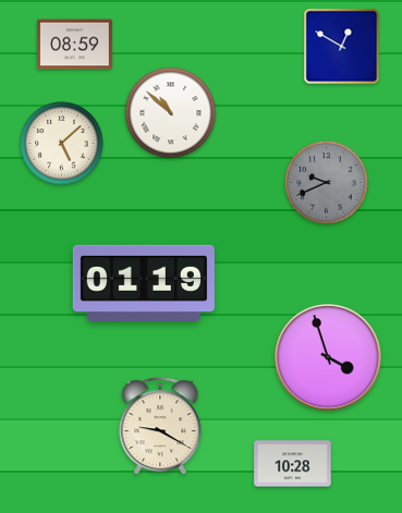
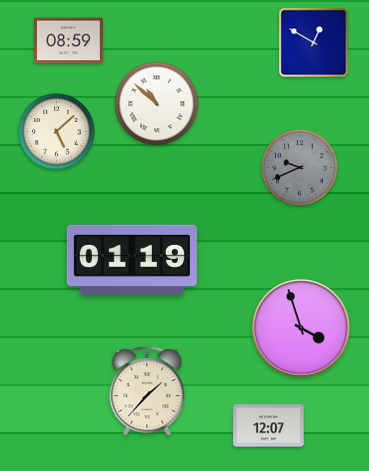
clock at (160, 427): 9:20 -> 1:37
clock at (293, 464): 10:28 -> 12:07
